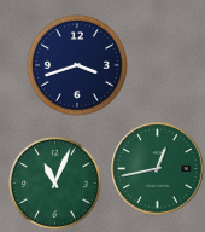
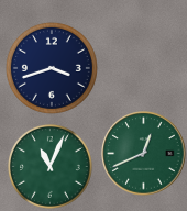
clock at (77, 65) position: (77, 65) -> (52, 68)
clock at (158, 169): 12:43 -> 12:41
